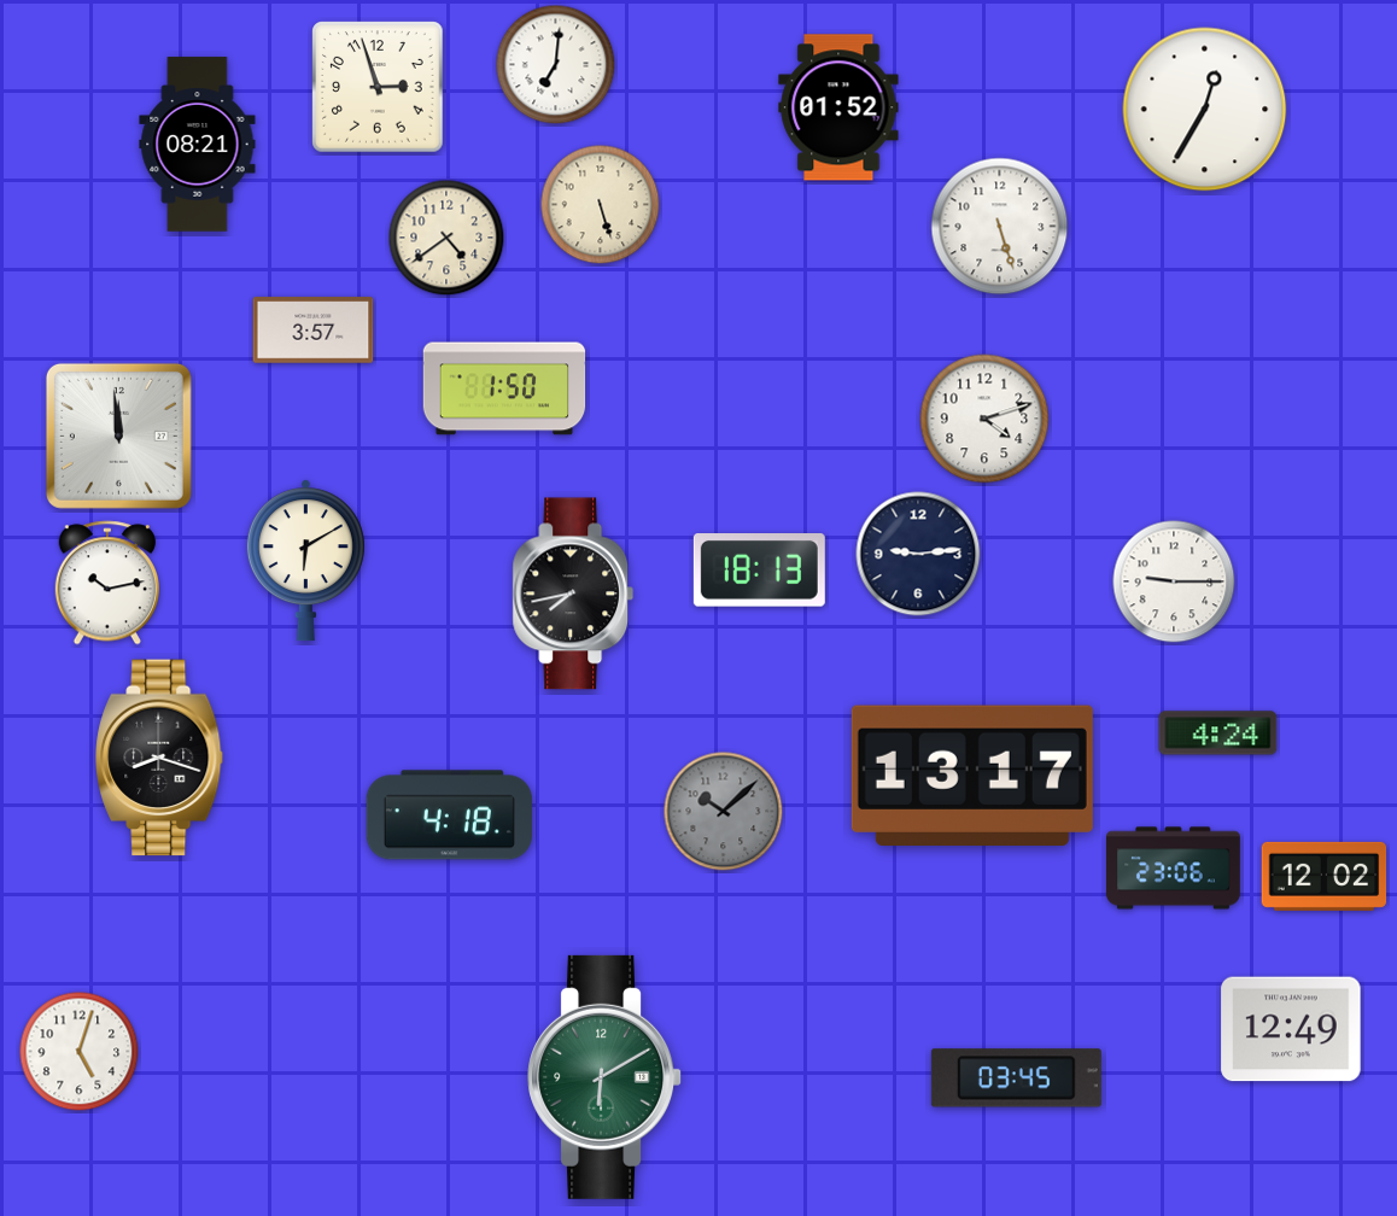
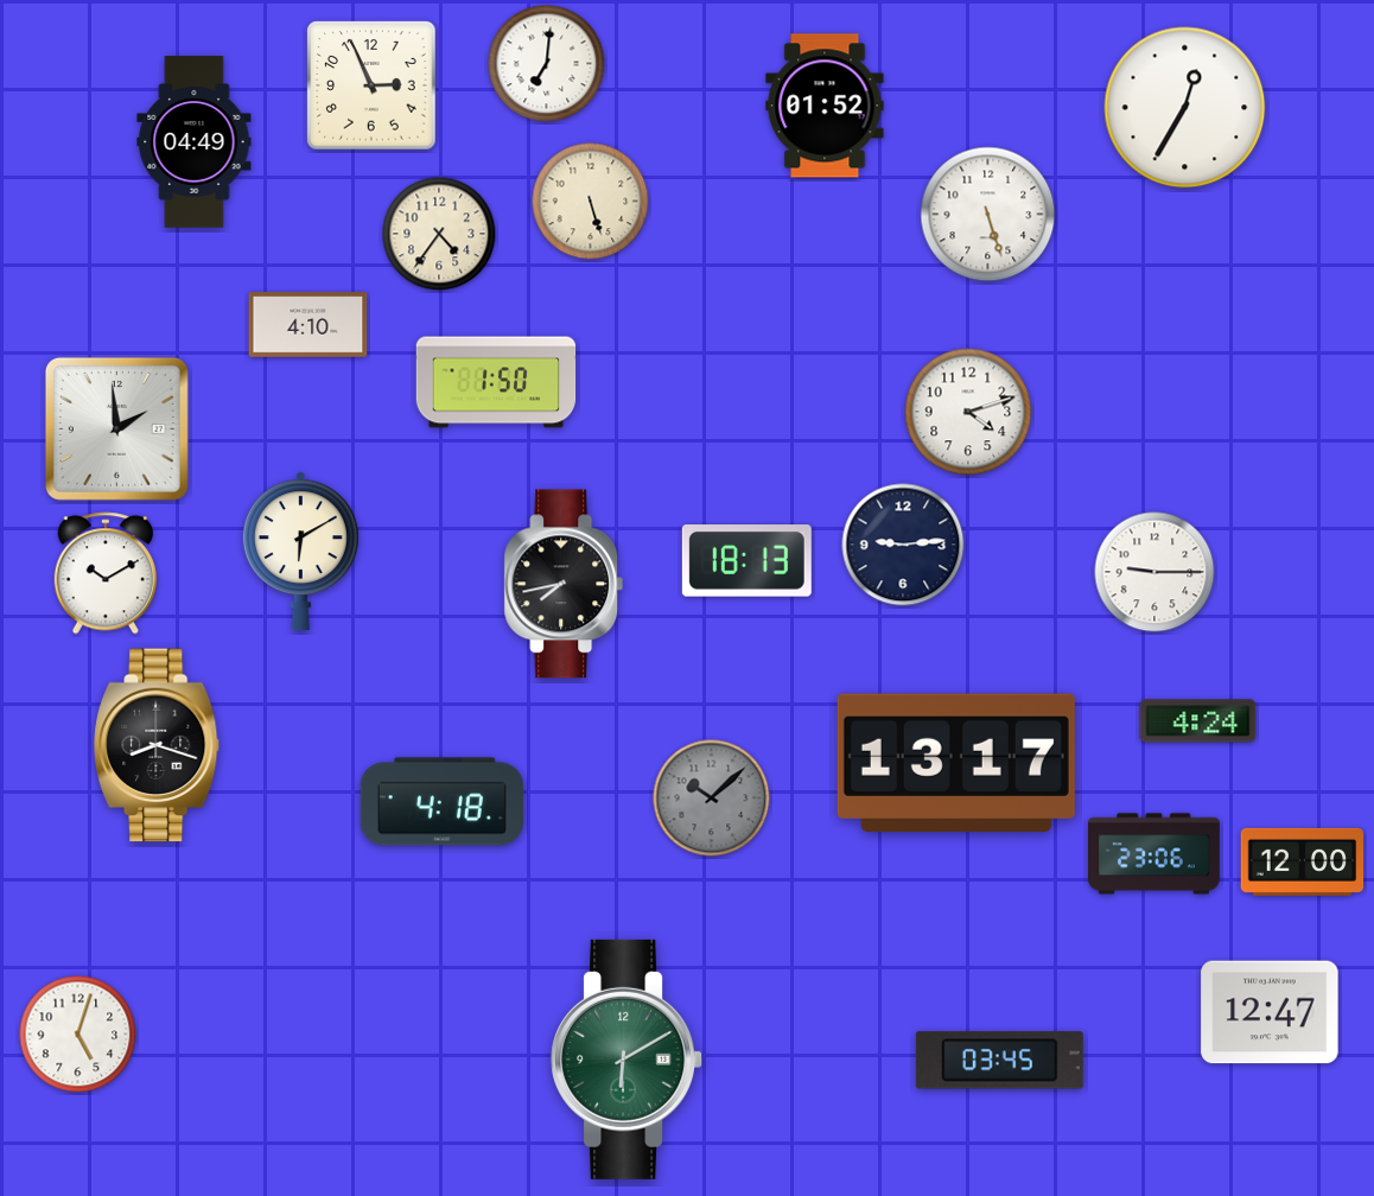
clock at (378, 87): 2:57 -> 2:56
clock at (198, 145): 08:21 -> 04:49
clock at (1000, 227) position: (1000, 227) -> (988, 215)
clock at (446, 238): 4:39 -> 4:36
clock at (314, 331): 3:57 -> 4:10
clock at (118, 435): 11:59 -> 1:59
clock at (106, 583): 10:13 -> 10:10
clock at (1325, 876): 12:02 -> 12:00
clock at (1291, 1029): 12:49 -> 12:47
clock at (606, 1077) position: (606, 1077) -> (628, 1060)
